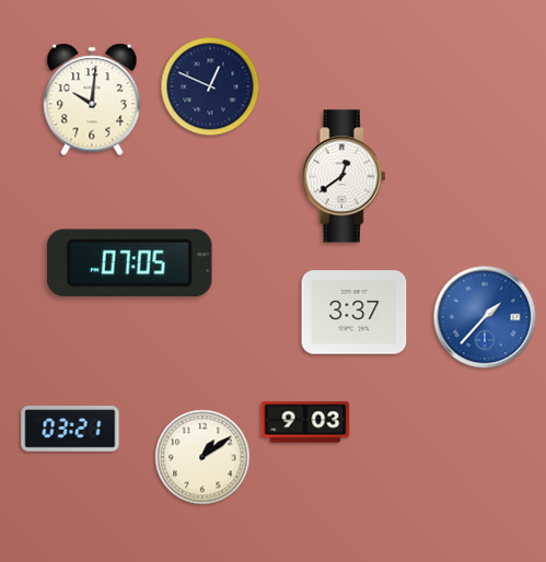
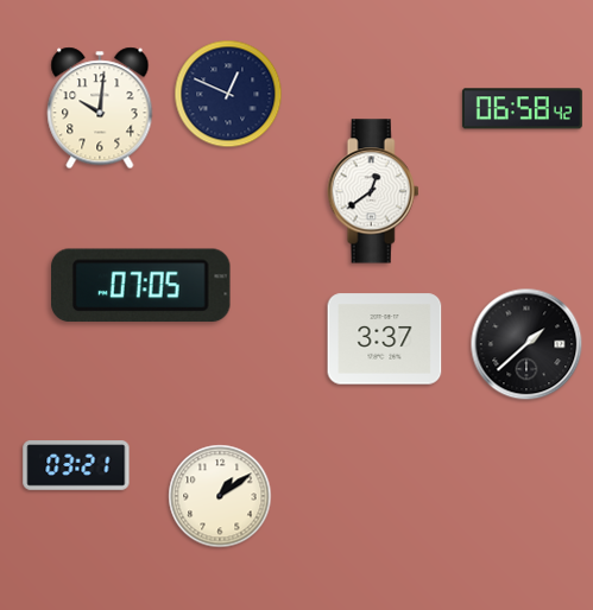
clock at (522, 109): none -> 06:58
clock at (485, 317): 1:37 -> 1:38
clock at (485, 317) dial: blue -> black
clock at (305, 422): 9:03 -> none
